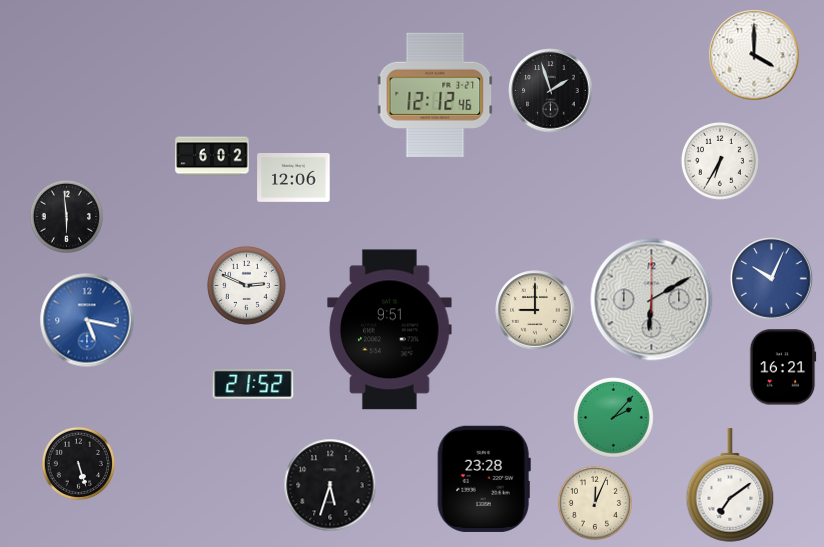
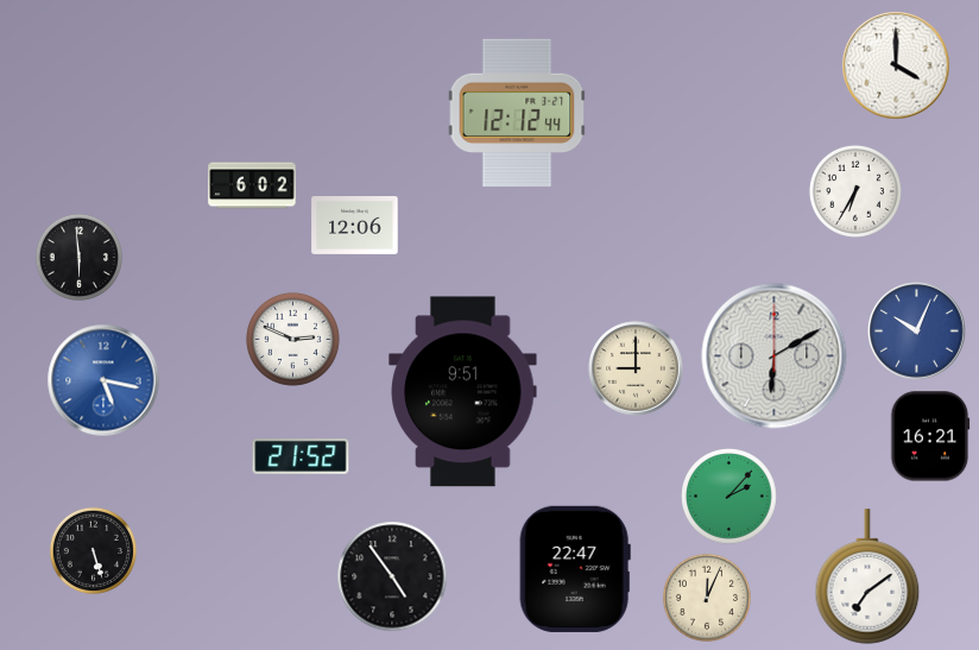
clock at (551, 91): 1:57 -> none
clock at (435, 95): 12:12:46 -> 12:12:44
clock at (294, 178) position: (294, 178) -> (355, 226)
clock at (484, 479): 23:28 -> 22:47
clock at (330, 485): 5:33 -> 4:54
